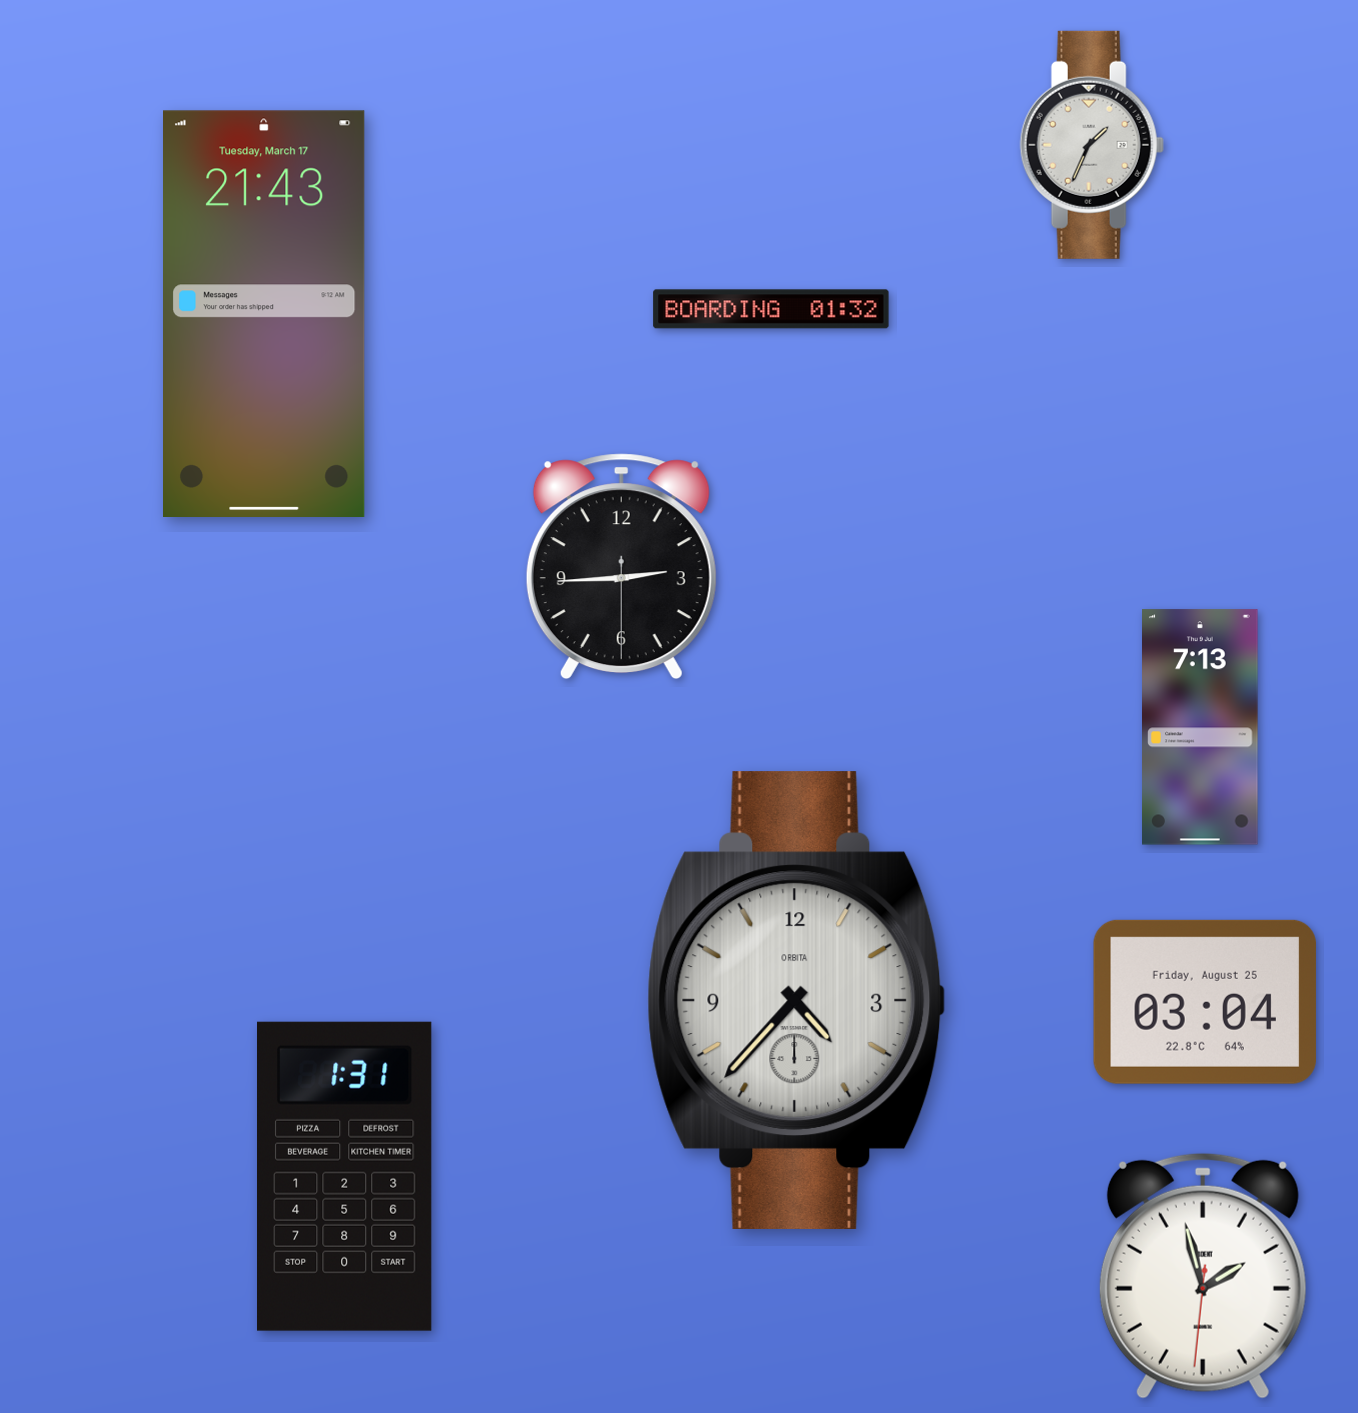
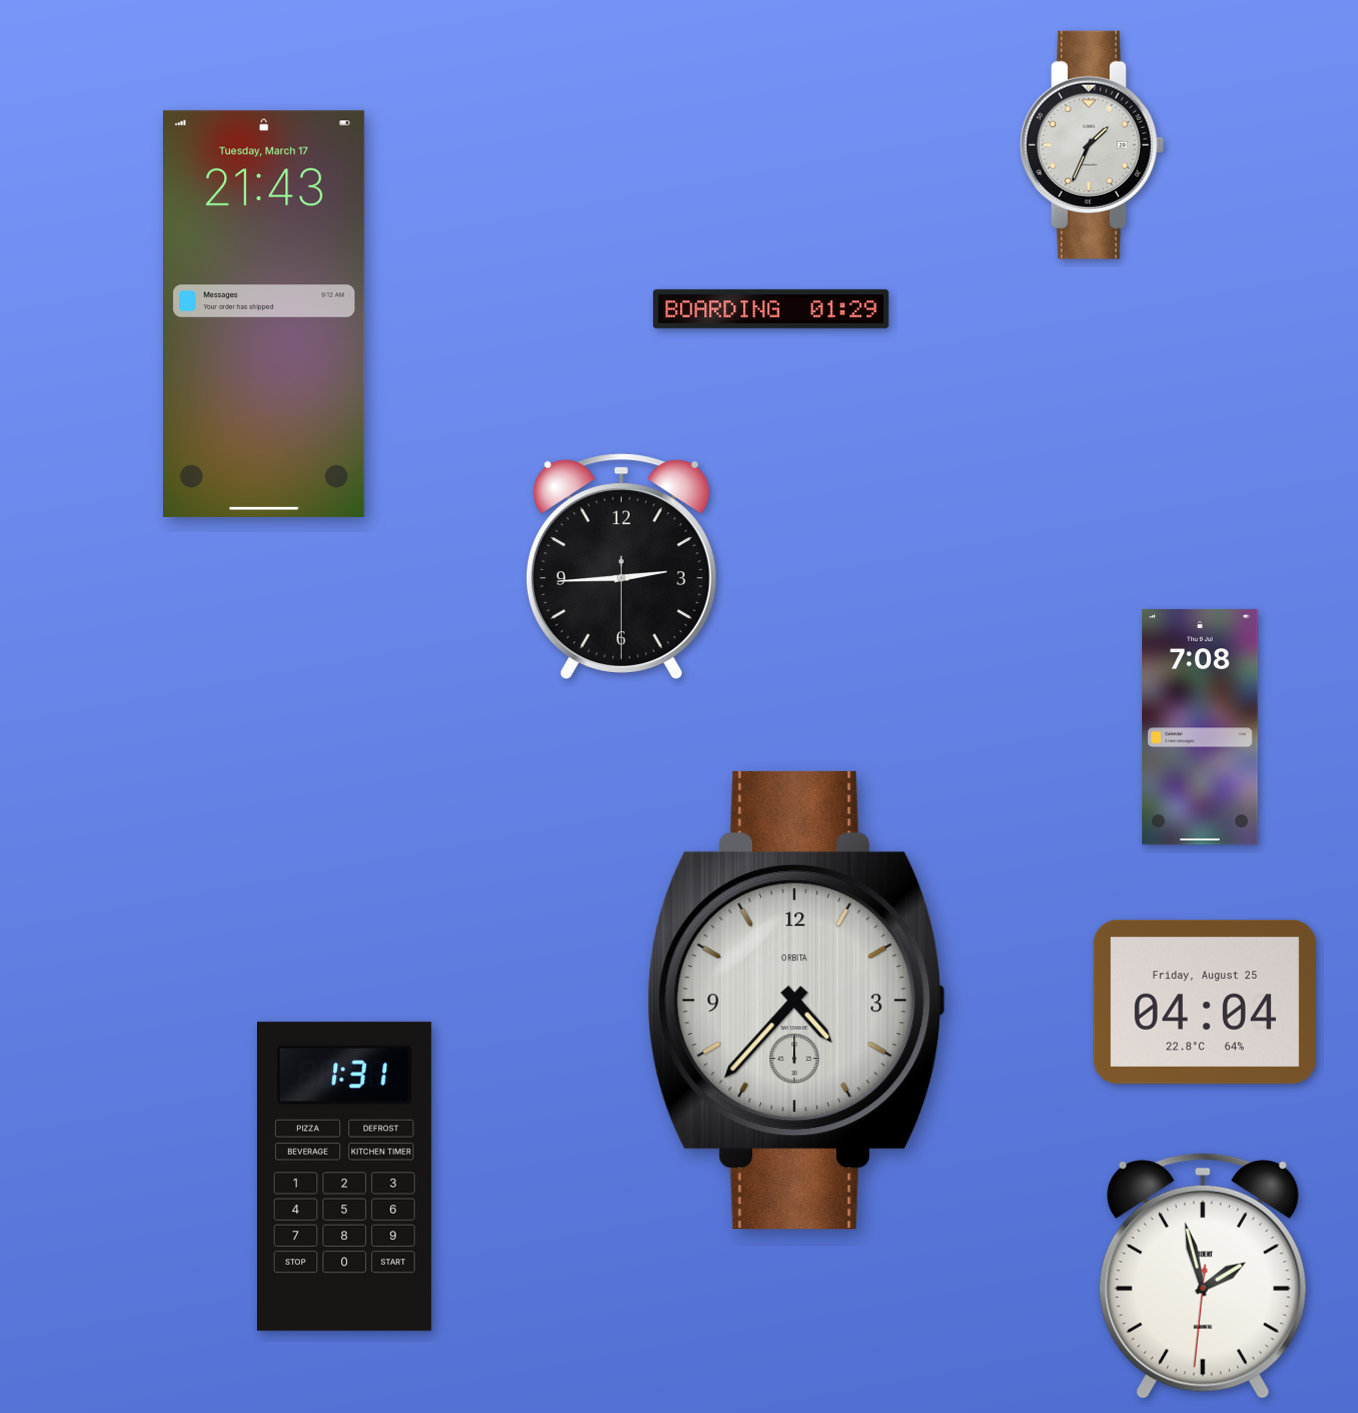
clock at (771, 309): 01:32 -> 01:29
clock at (1201, 727): 7:13 -> 7:08
clock at (1205, 1002): 03:04 -> 04:04
